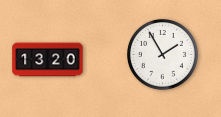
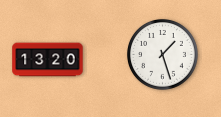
clock at (163, 55): 1:55 -> 1:27
